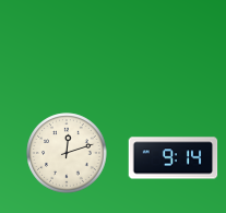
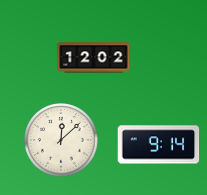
clock at (94, 58): none -> 12:02
clock at (67, 153): 12:12 -> 12:08
